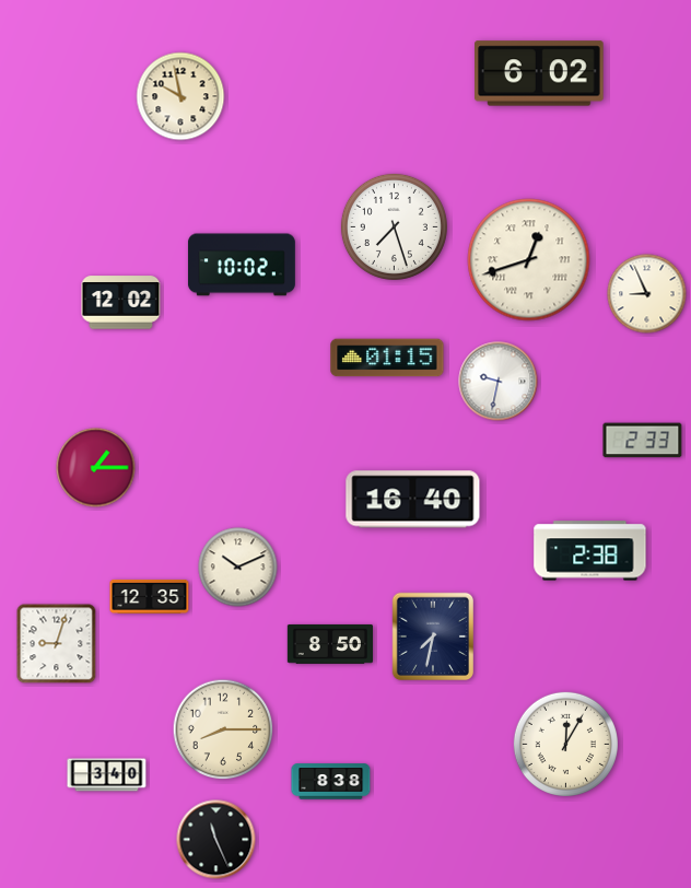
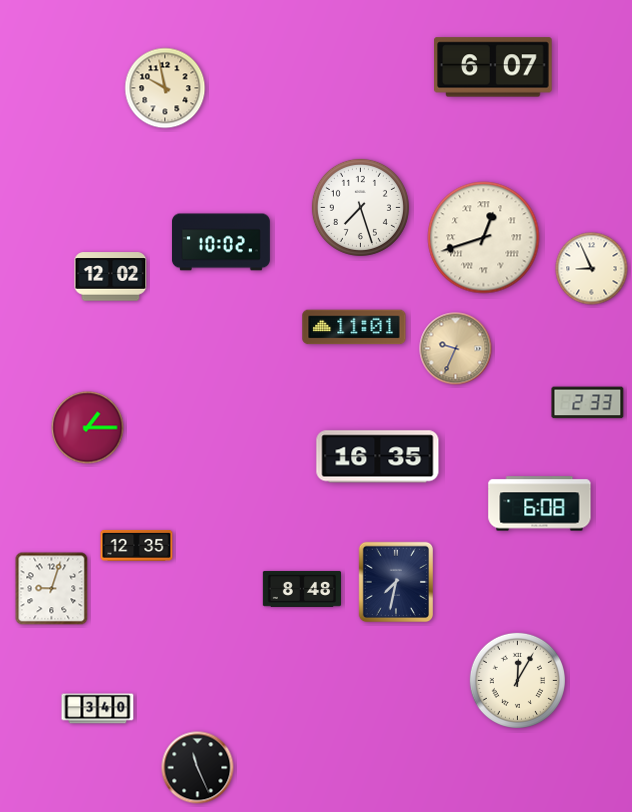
clock at (539, 73): 6:02 -> 6:07
clock at (387, 358): 01:15 -> 11:01
clock at (499, 382): 9:32 -> 9:34
clock at (499, 382) dial: white -> champagne
clock at (413, 500): 16:40 -> 16:35
clock at (590, 551): 2:38 -> 6:08
clock at (238, 568): 10:11 -> none
clock at (329, 644): 8:50 -> 8:48
clock at (223, 729): 8:15 -> none
clock at (331, 782): 8:38 -> none
